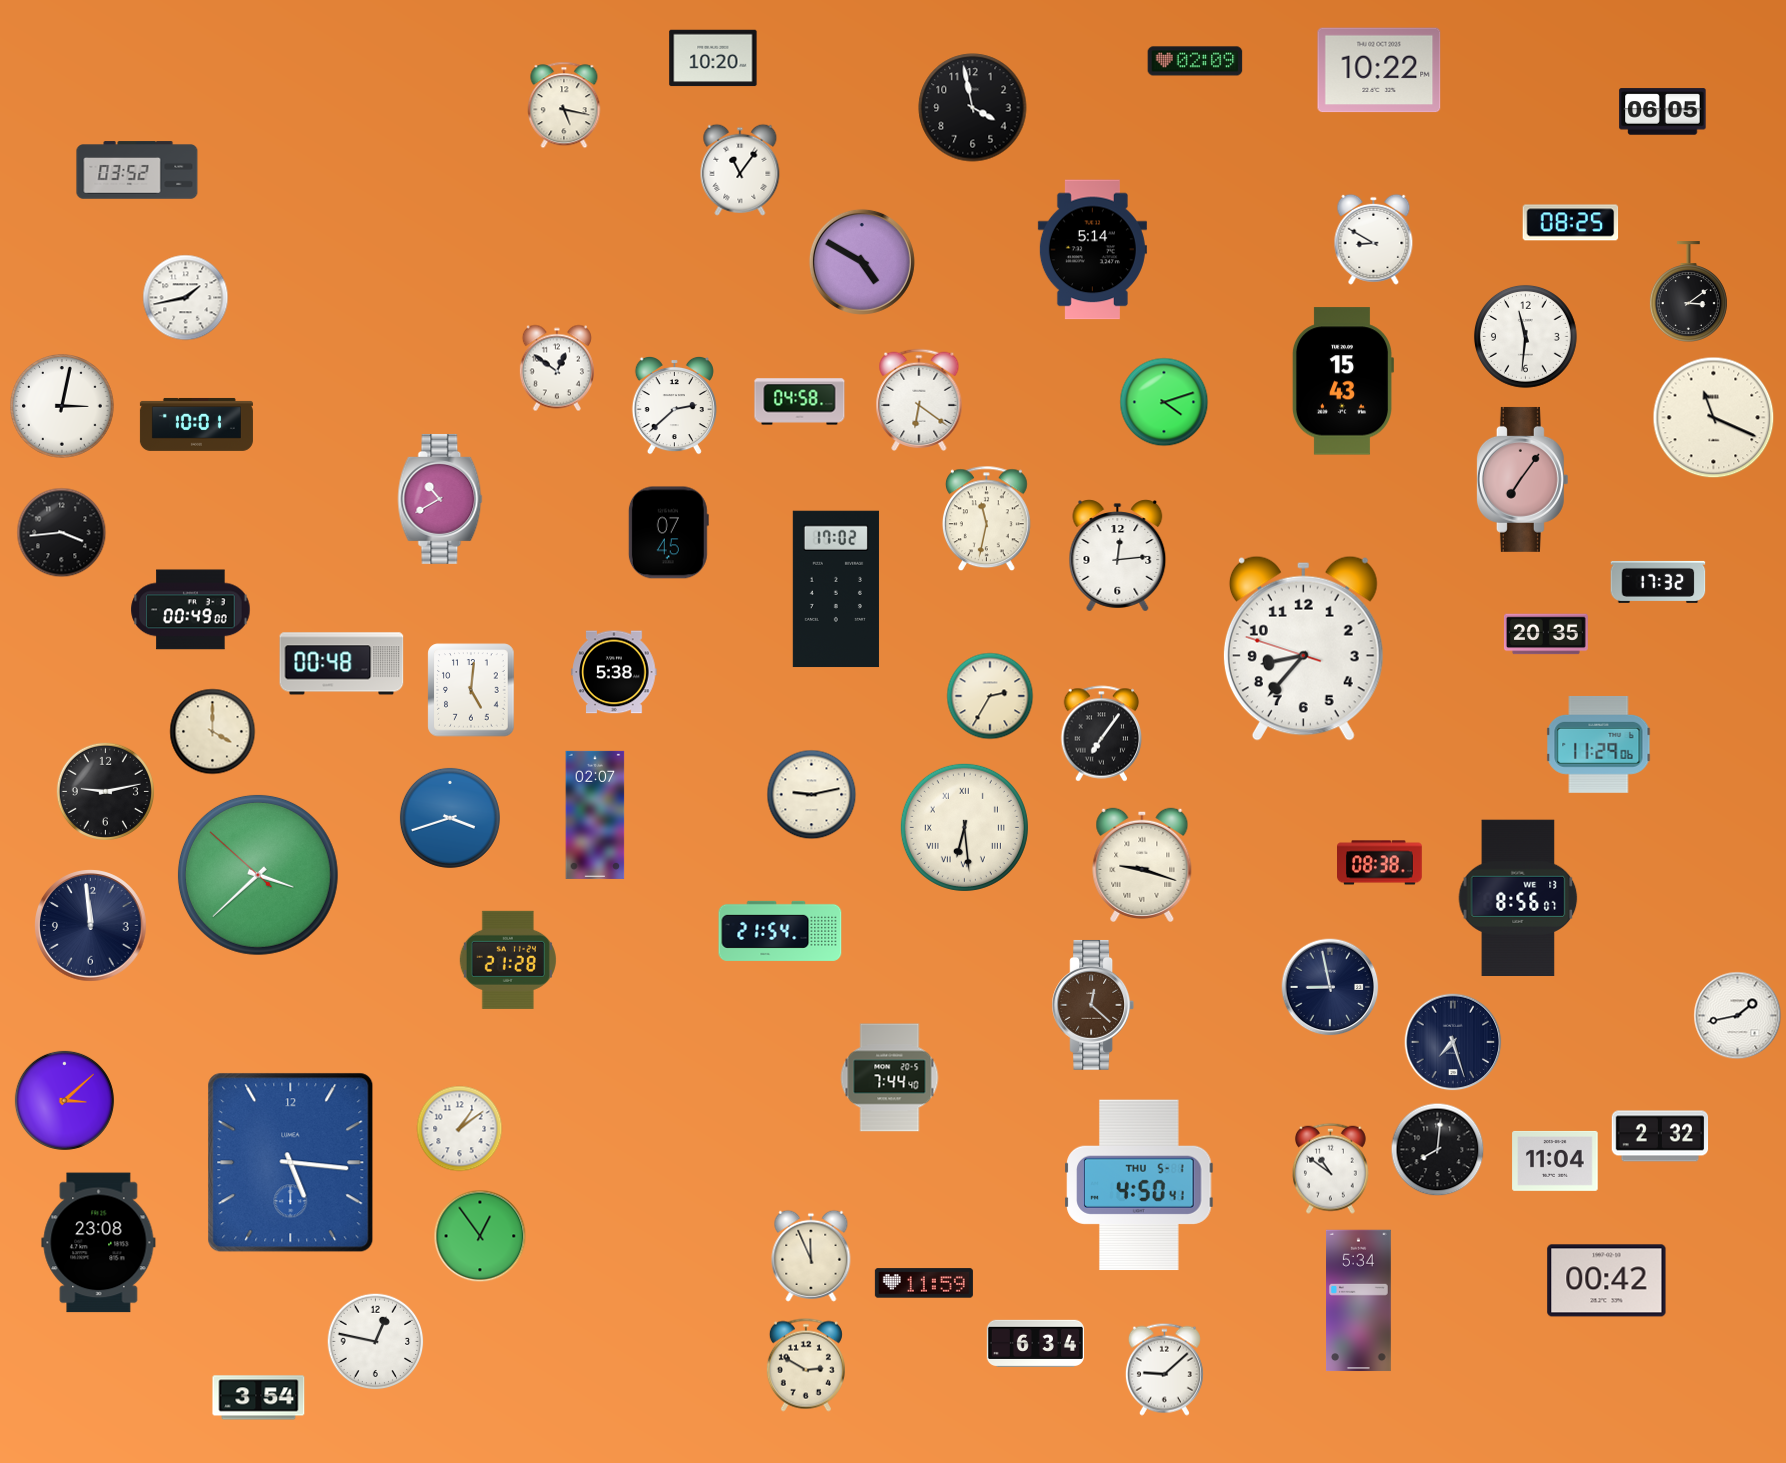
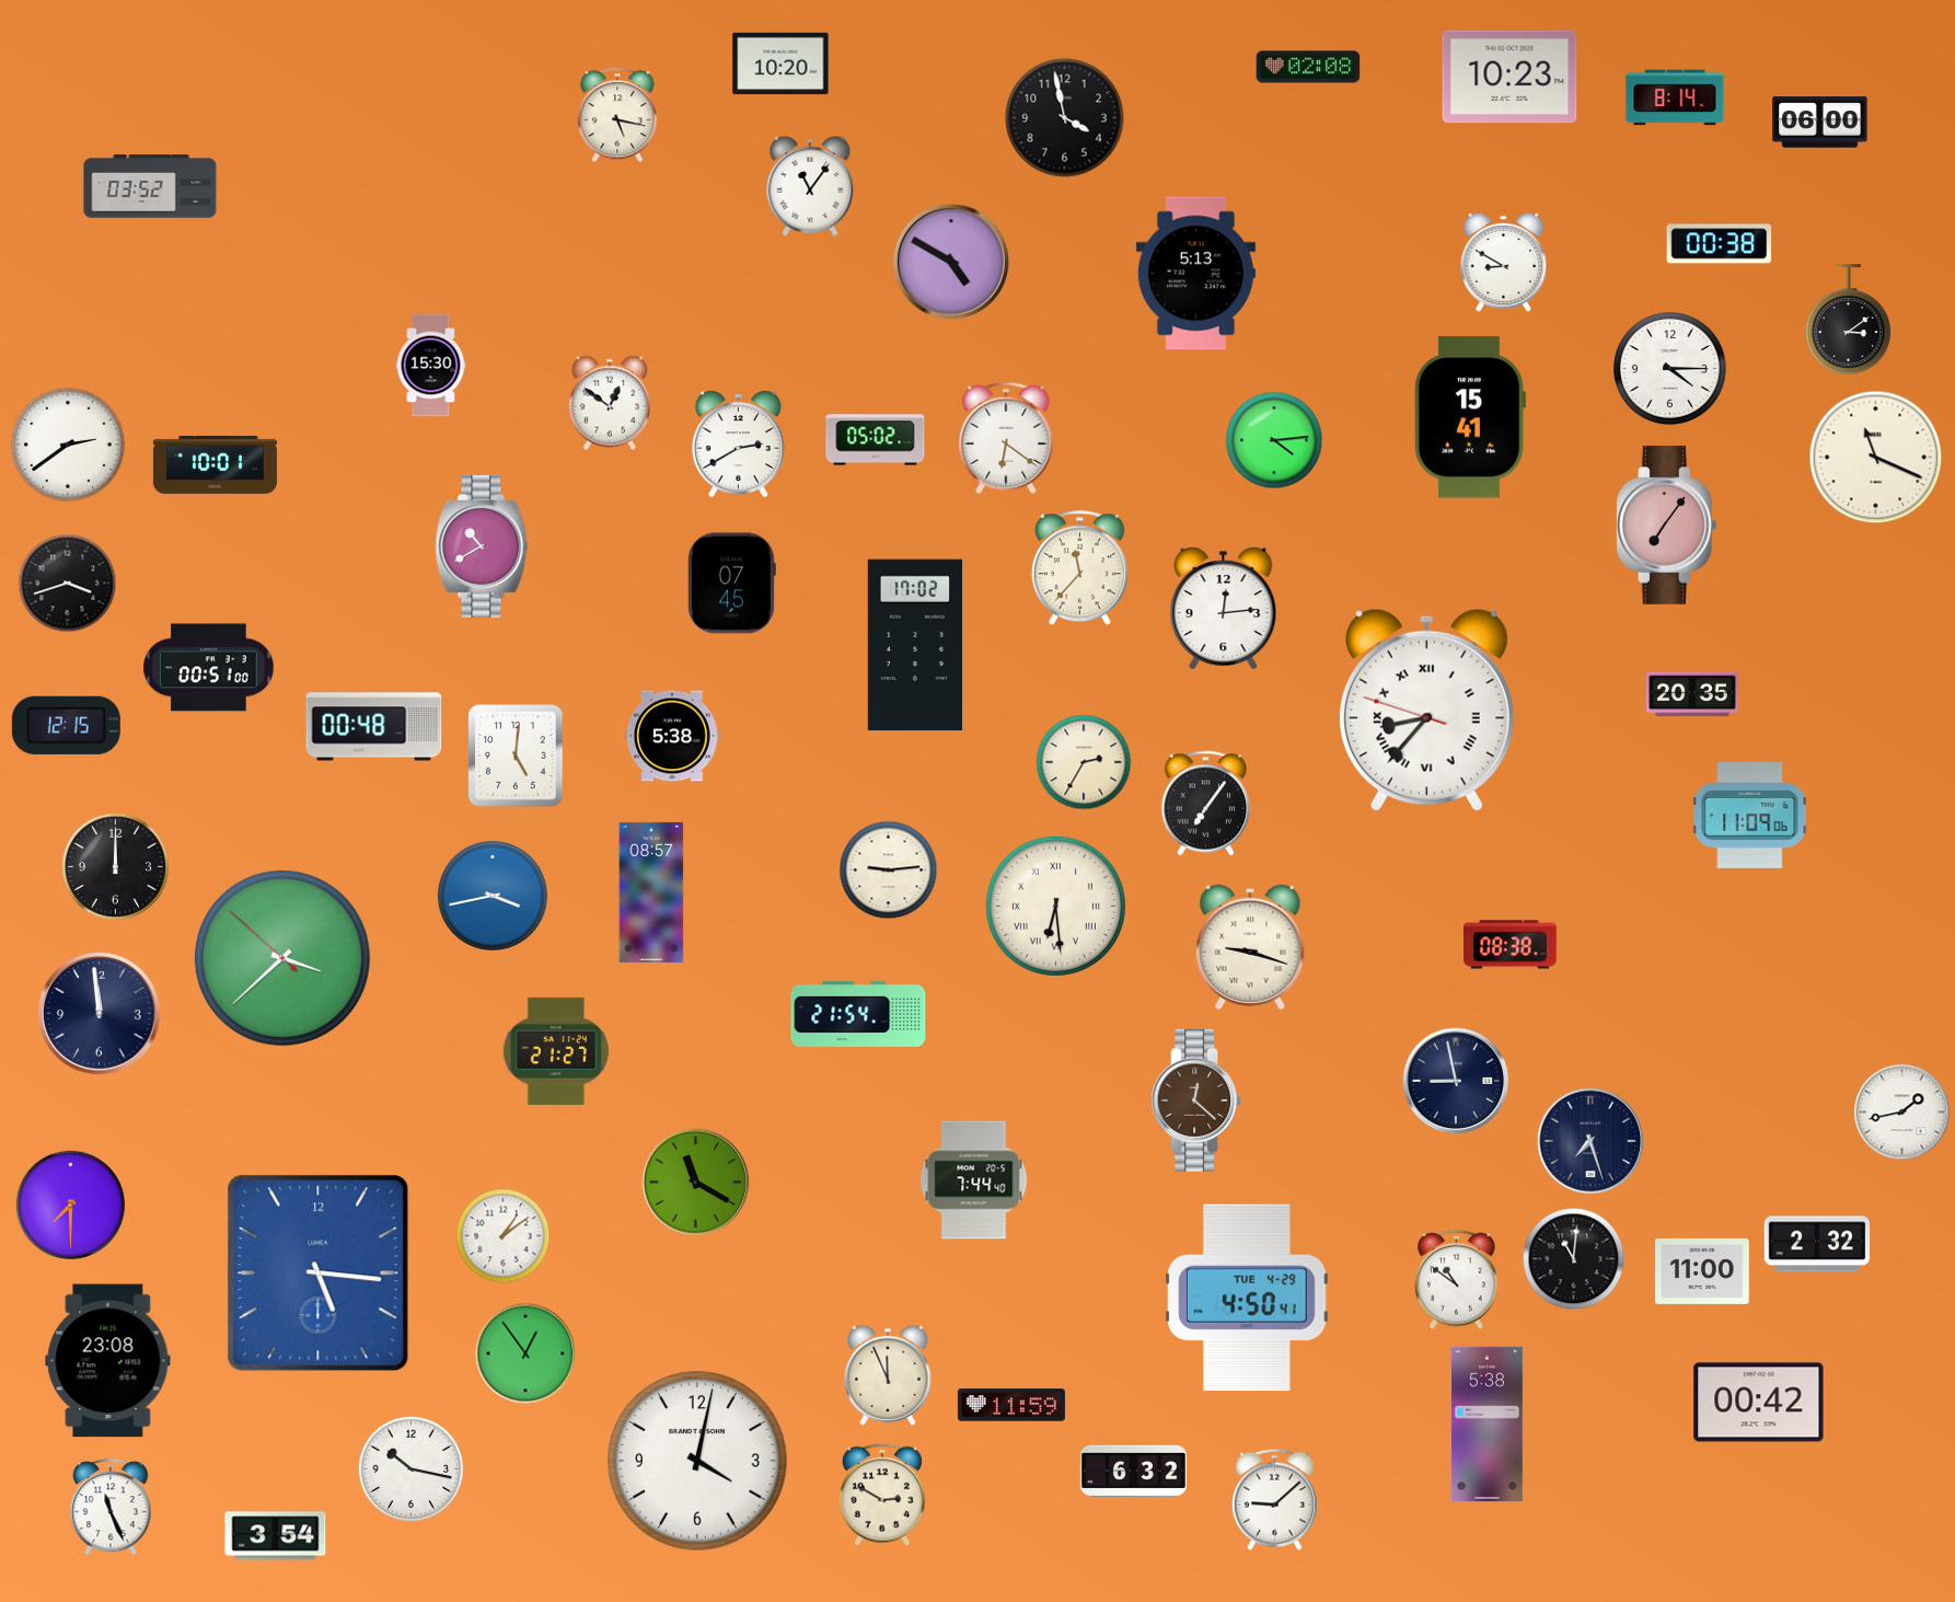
clock at (1195, 61): 02:09 -> 02:08
clock at (1379, 70): 10:22 -> 10:23
clock at (1675, 97): none -> 8:14
clock at (1663, 112): 06:05 -> 06:00
clock at (1571, 223): 08:25 -> 00:38
clock at (1092, 250): 5:14 -> 5:13
clock at (862, 262) position: (862, 262) -> (951, 262)
clock at (186, 298): 1:43 -> none
clock at (431, 366): none -> 15:30
clock at (1526, 337): 11:31 -> 4:15
clock at (1342, 381): 15:43 -> 15:41
clock at (800, 402): 04:58 -> 05:02
clock at (1164, 402): 4:12 -> 4:14
clock at (674, 405): 2:38 -> 2:40
clock at (63, 407): 3:02 -> 2:39
clock at (986, 519): 11:32 -> 11:37
clock at (62, 533): 3:44 -> 3:42
clock at (1658, 582): 17:32 -> none
clock at (191, 610): 00:49 -> 00:51
clock at (1303, 648) numerals: Arabic -> Roman
clock at (66, 725): none -> 12:15
clock at (213, 732): 4:00 -> none
clock at (1599, 744): 11:29 -> 11:09
clock at (105, 791): 9:13 -> 12:00
clock at (812, 795): 9:13 -> 9:14
clock at (595, 815): 02:07 -> 08:57
clock at (450, 818): 3:42 -> 3:43
clock at (1518, 897): 8:56 -> none
clock at (780, 931) position: (780, 931) -> (858, 1014)
clock at (508, 960): 21:28 -> 21:27
clock at (696, 1183): none -> 11:20
clock at (64, 1100): 3:08 -> 7:30
clock at (1438, 1150): 8:01 -> 11:01
clock at (1555, 1161): 11:04 -> 11:00
clock at (1139, 1185) date: THU 5-1 -> TUE 4-29
clock at (1359, 1301): 5:34 -> 5:38
clock at (697, 1461): none -> 4:02
clock at (376, 1342): 12:47 -> 10:17
clock at (1035, 1343): 6:34 -> 6:32
clock at (111, 1508): none -> 11:26
clock at (259, 1398) position: (259, 1398) -> (276, 1536)
